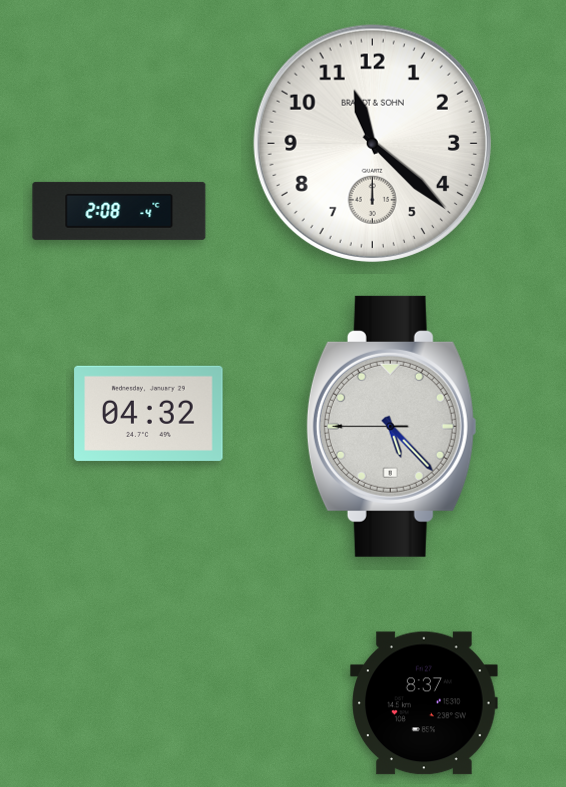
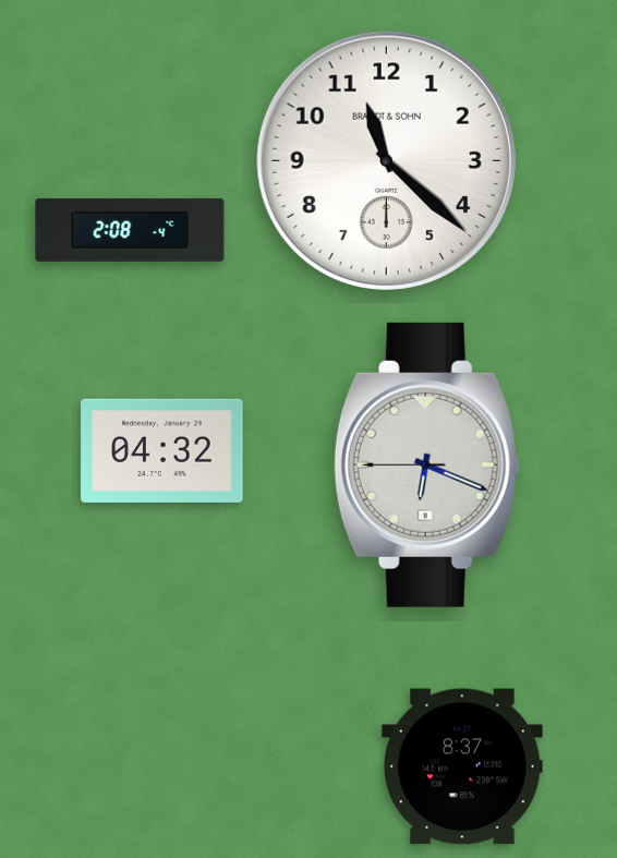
clock at (372, 143) position: (372, 143) -> (386, 160)
clock at (391, 426): 5:22 -> 6:18
